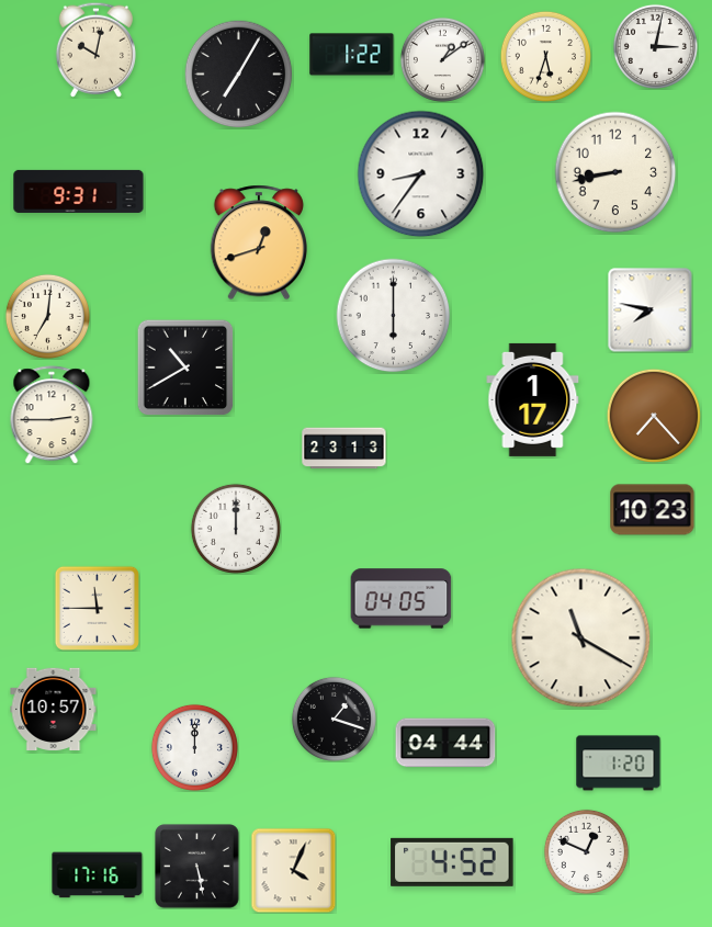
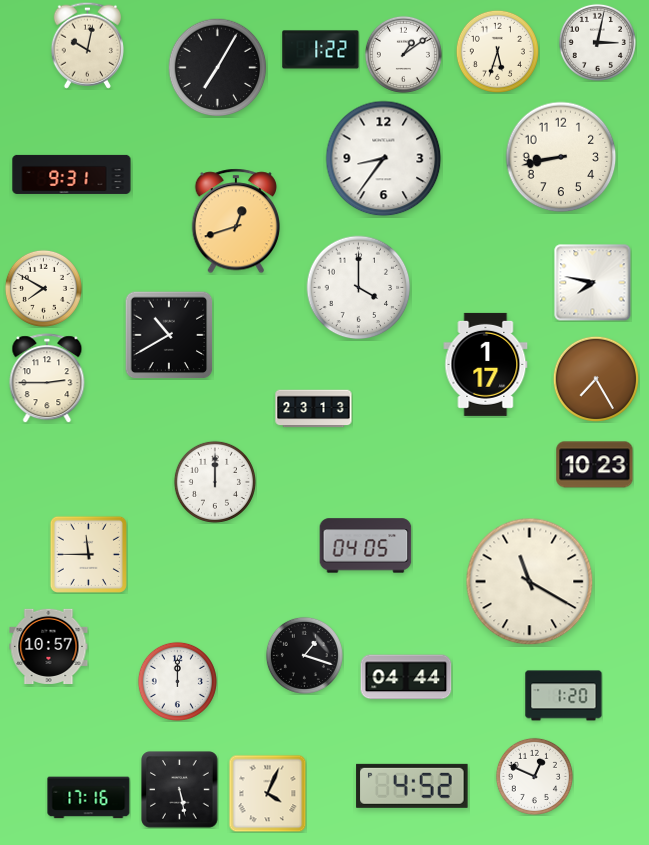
clock at (47, 316): 7:01 -> 7:50
clock at (394, 316): 6:00 -> 4:00
clock at (654, 416): 7:23 -> 7:25
